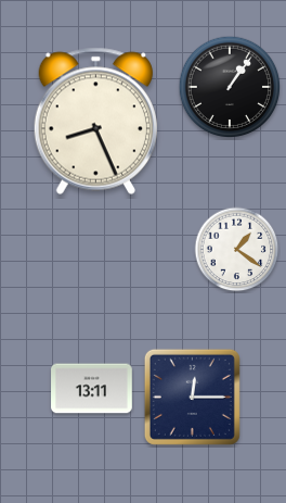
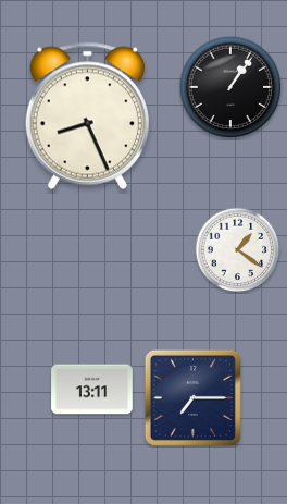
clock at (95, 121) position: (95, 121) -> (87, 115)
clock at (192, 397): 12:15 -> 7:15
